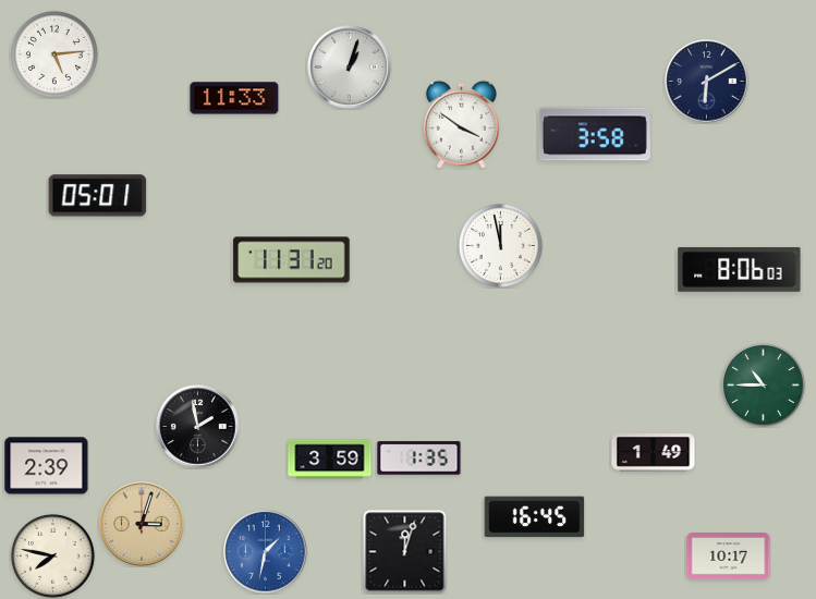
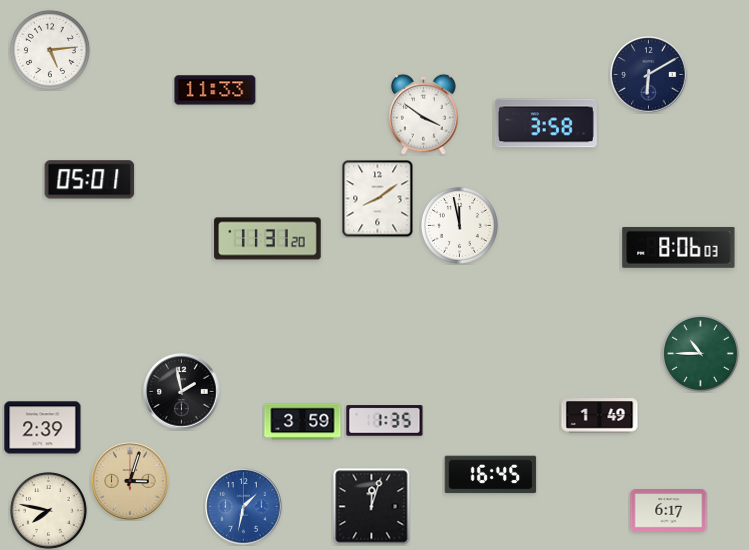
clock at (350, 68): 1:03 -> none
clock at (378, 198): none -> 8:09
clock at (729, 557): 10:17 -> 6:17
